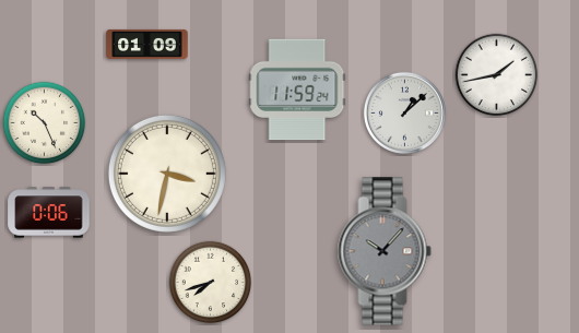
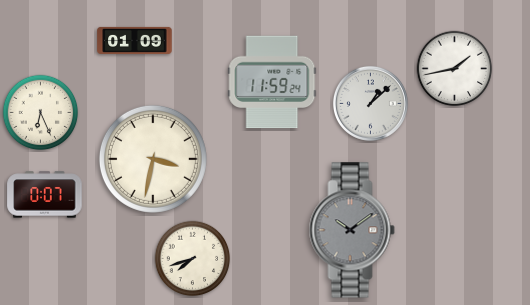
clock at (45, 123): 10:26 -> 6:26
clock at (49, 213): 0:06 -> 0:07
clock at (385, 251): 10:07 -> 10:09
